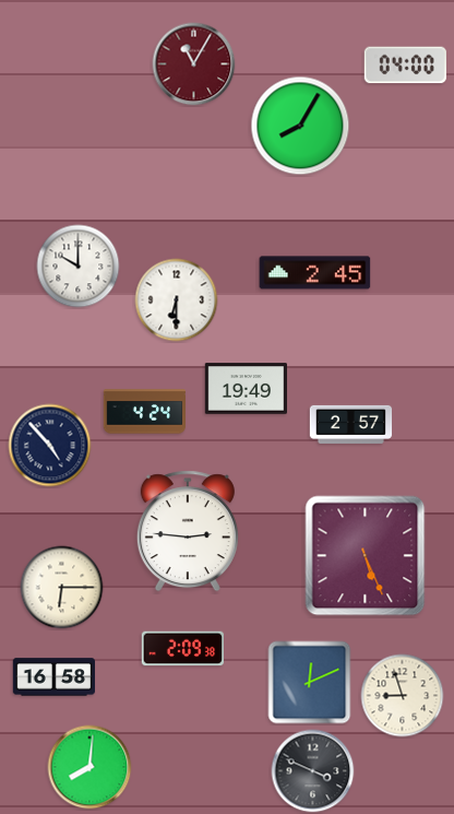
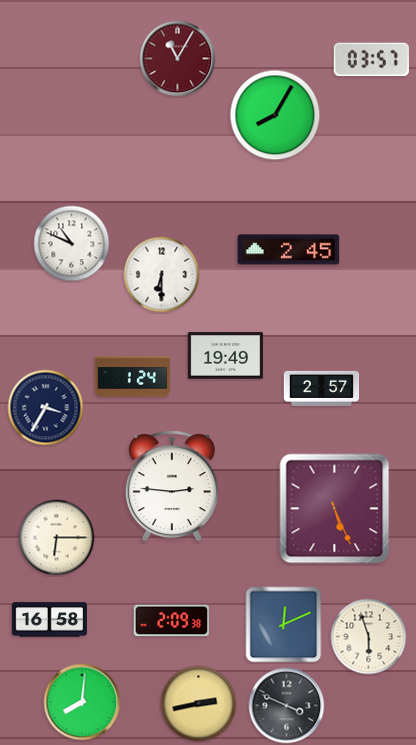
clock at (405, 66): 04:00 -> 03:57
clock at (79, 267): 10:00 -> 10:49
clock at (144, 412): 4:24 -> 1:24
clock at (50, 446): 4:53 -> 3:35
clock at (182, 649) position: (182, 649) -> (171, 621)
clock at (403, 696): 8:57 -> 5:57
clock at (199, 704): none -> 2:43
